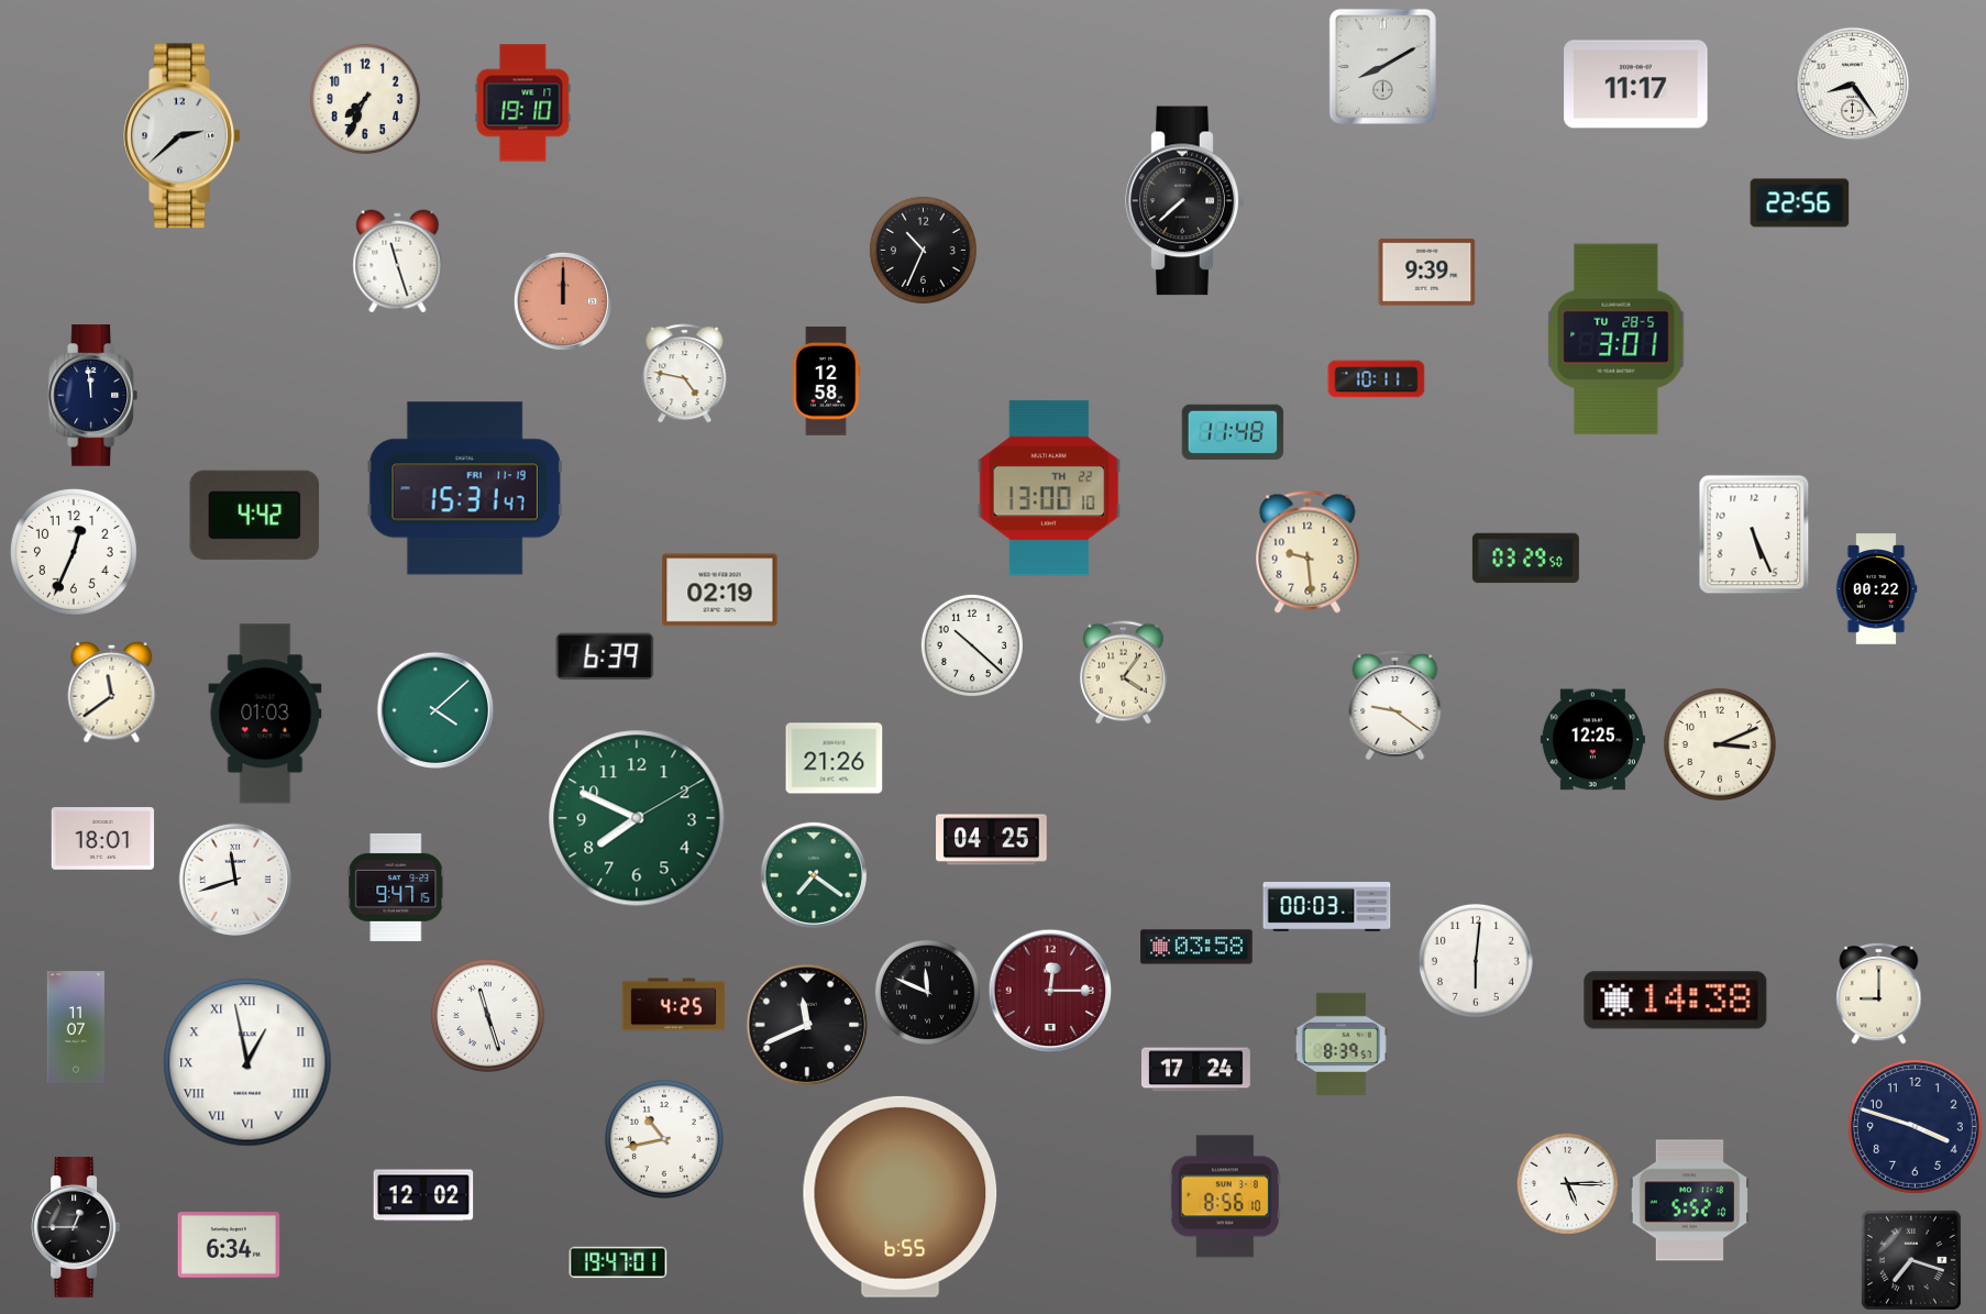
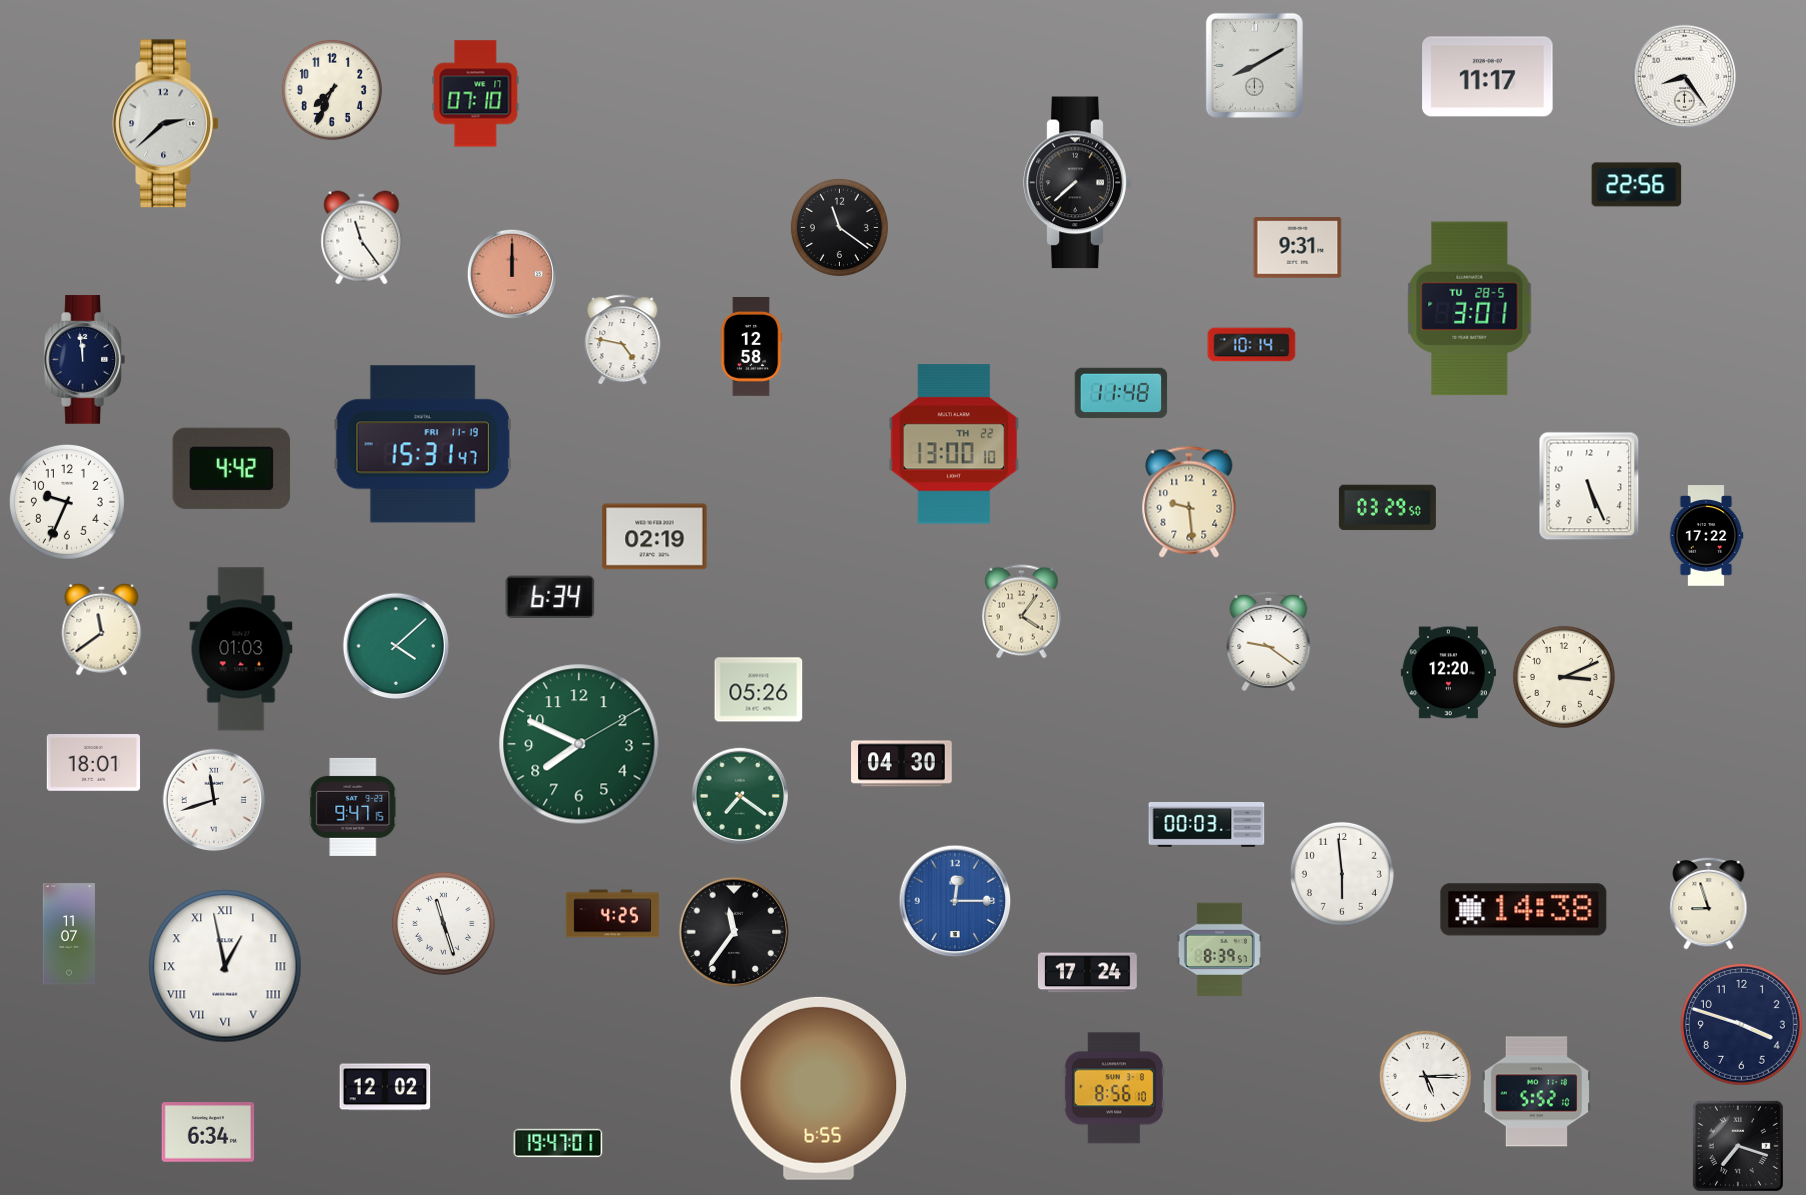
clock at (1382, 66) position: (1382, 66) -> (1254, 65)
clock at (523, 103): 19:10 -> 07:10
clock at (923, 250): 10:34 -> 11:21
clock at (398, 262): 11:27 -> 11:24
clock at (1427, 273): 9:39 -> 9:31
clock at (1377, 379): 10:11 -> 10:14
clock at (1754, 534) position: (1754, 534) -> (1589, 486)
clock at (74, 552): 12:34 -> 9:34
clock at (1876, 589): 00:22 -> 17:22
clock at (972, 645): 10:22 -> none
clock at (605, 656): 6:39 -> 6:34
clock at (1592, 740): 12:25 -> 12:20
clock at (835, 759): 21:26 -> 05:26
clock at (992, 840): 04:25 -> 04:30
clock at (396, 887) position: (396, 887) -> (353, 807)
clock at (1196, 947): 03:58 -> none
clock at (1476, 961): 6:01 -> 5:59
clock at (1050, 991) dial: burgundy -> blue
clock at (927, 992): 11:49 -> none
clock at (1879, 993): 9:00 -> 8:57
clock at (807, 1025): 11:41 -> 11:36
clock at (664, 1139): 10:43 -> none
clock at (76, 1228): 12:45 -> none
clock at (618, 1262) position: (618, 1262) -> (558, 1143)
